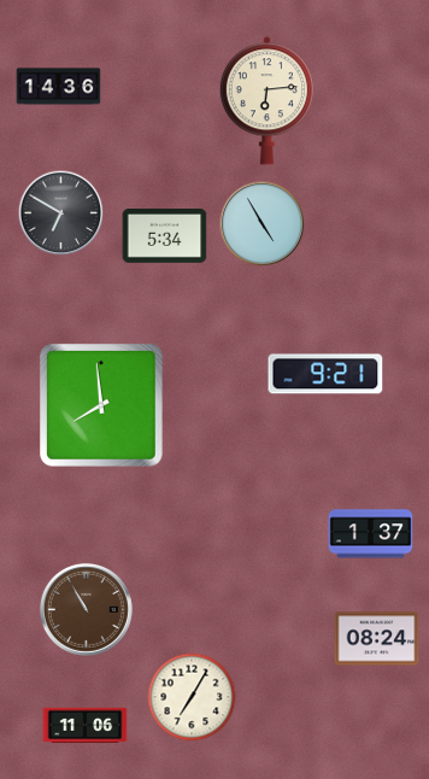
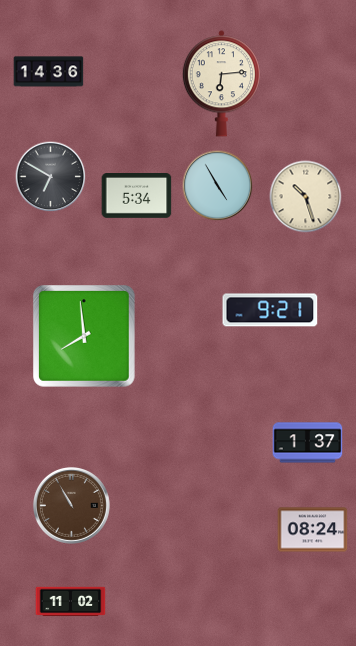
clock at (306, 197): none -> 10:27
clock at (192, 697): 7:05 -> none
clock at (86, 726): 11:06 -> 11:02
